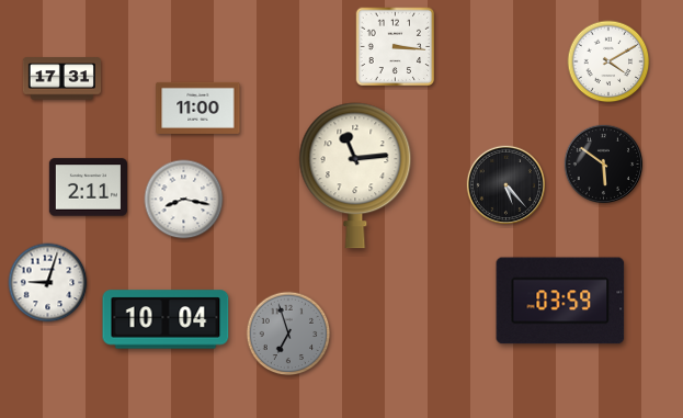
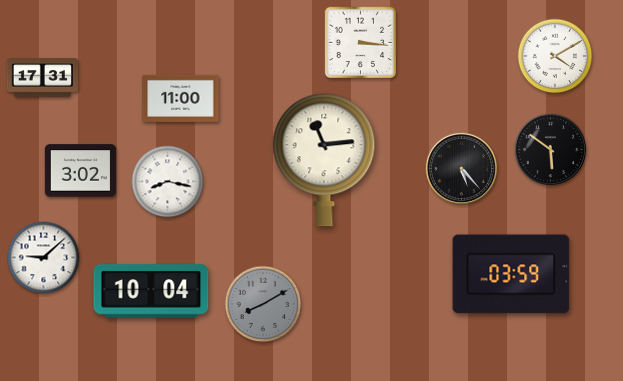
clock at (61, 79) position: (61, 79) -> (42, 78)
clock at (88, 188): 2:11 -> 3:02
clock at (48, 283): 9:03 -> 9:08
clock at (288, 334): 6:57 -> 8:10
